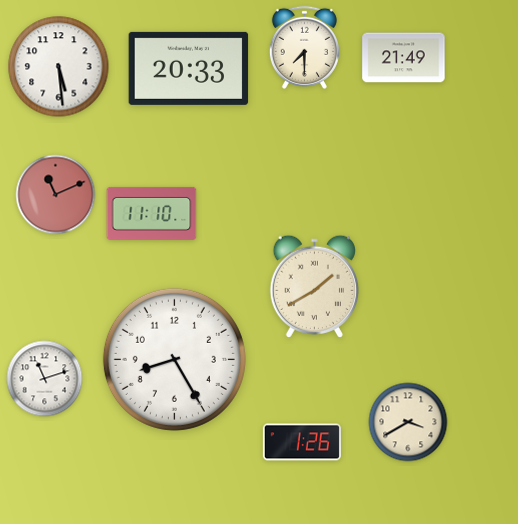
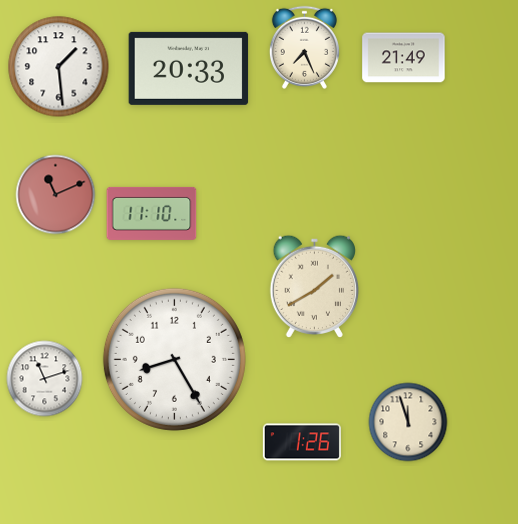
clock at (304, 47): 7:30 -> 7:26
clock at (59, 67): 5:29 -> 1:29
clock at (408, 422): 3:40 -> 11:57
